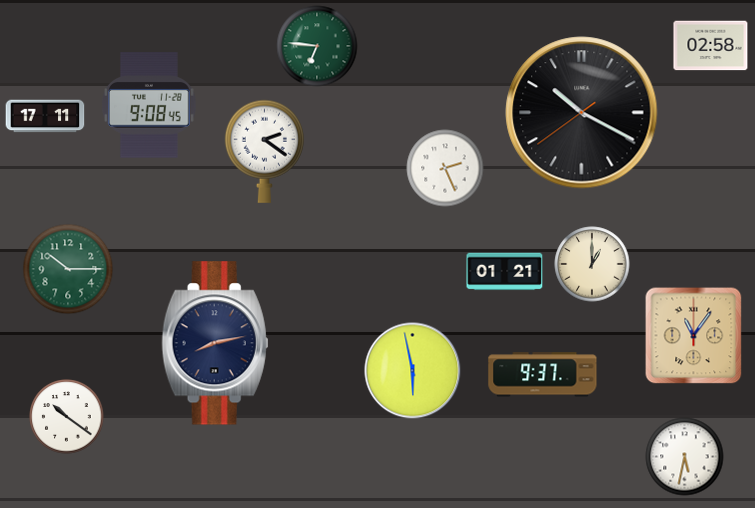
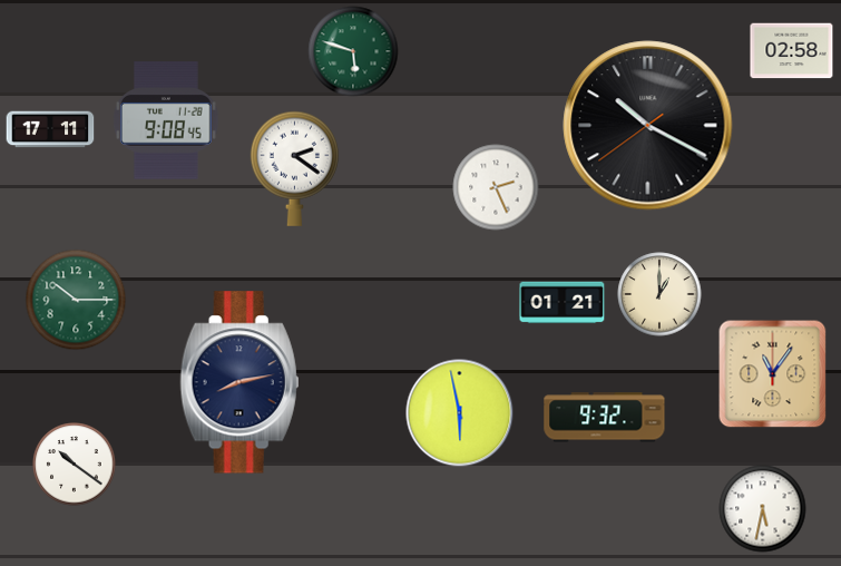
clock at (317, 46): 6:46 -> 5:48
clock at (150, 105) position: (150, 105) -> (167, 120)
clock at (543, 375): 9:37 -> 9:32
